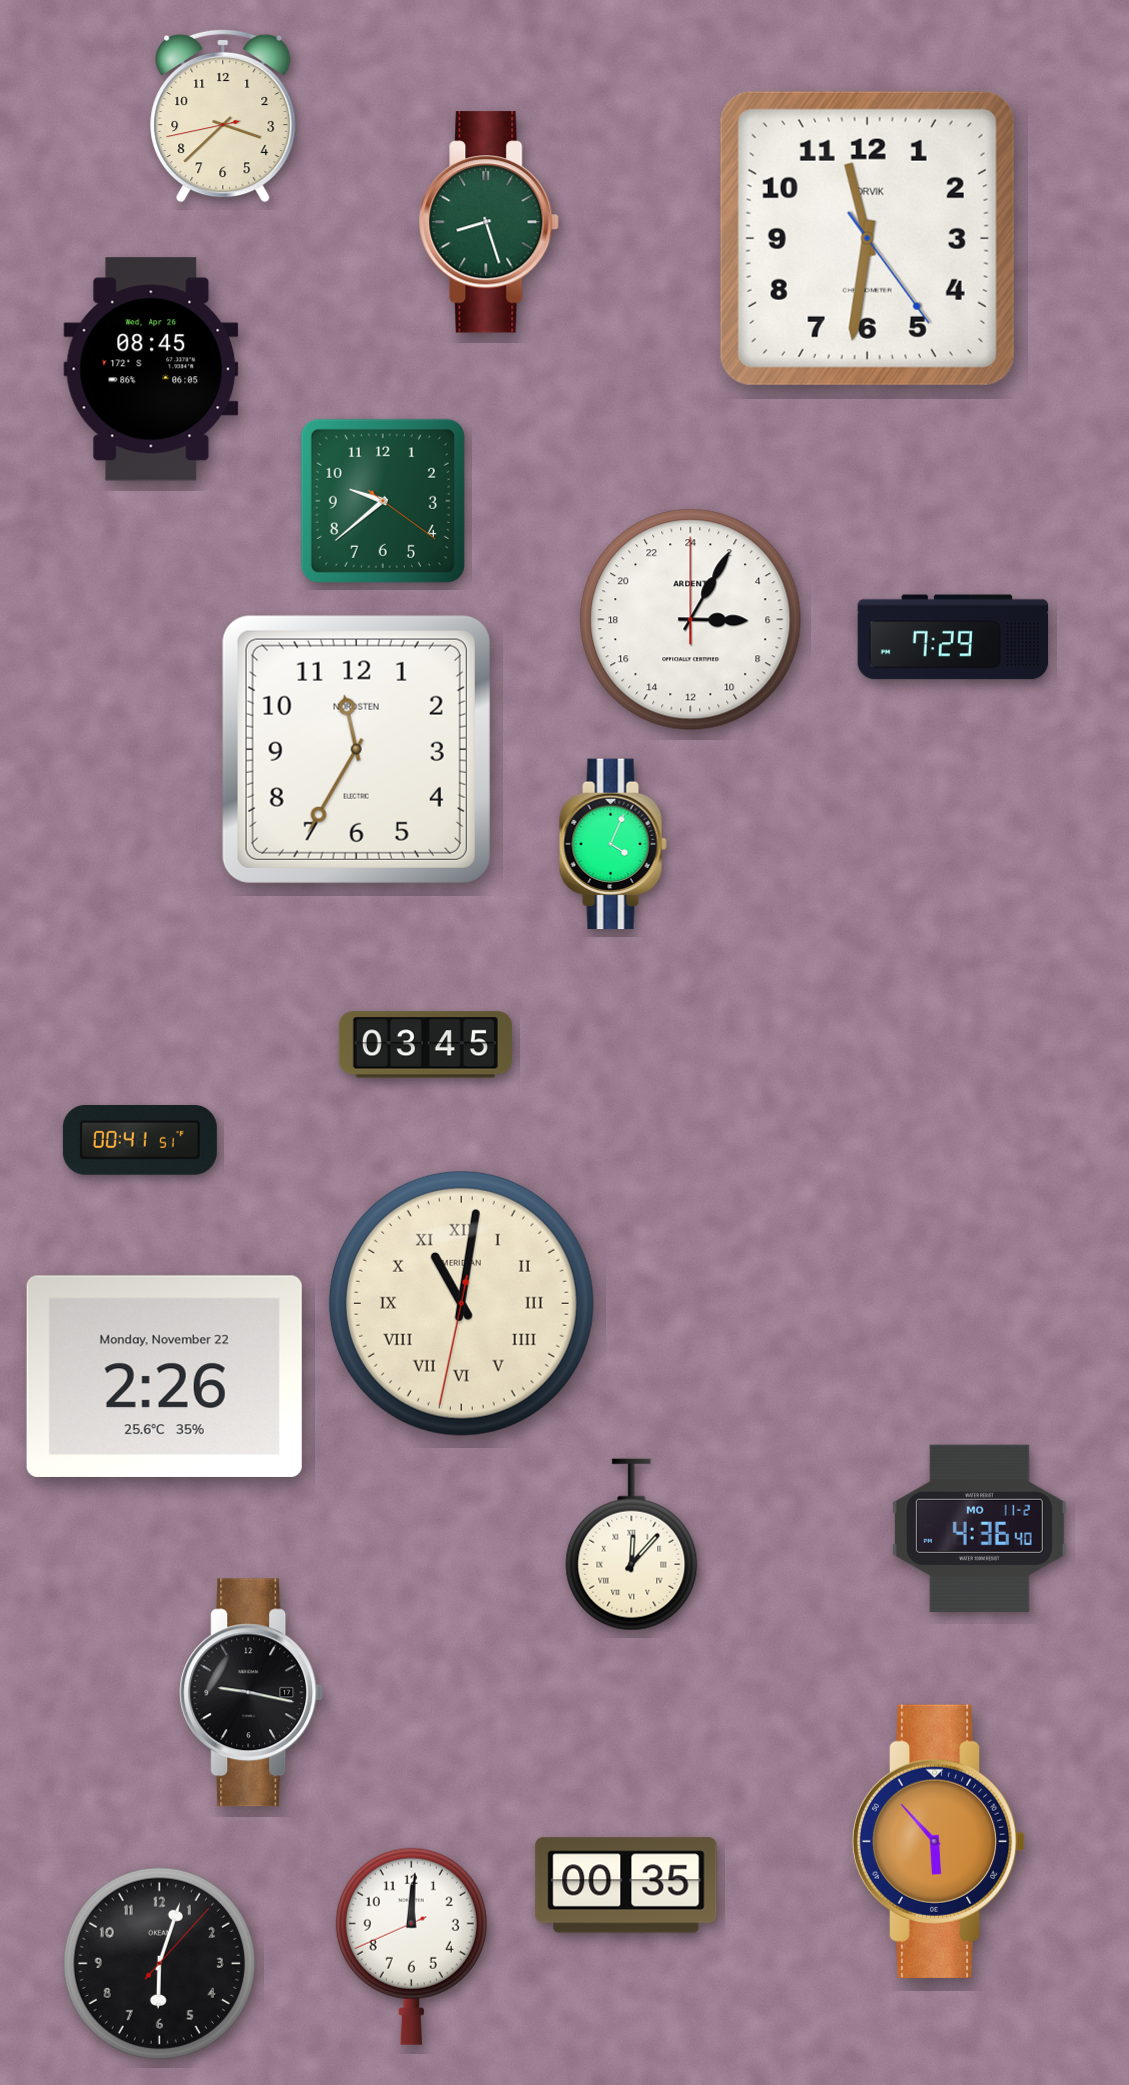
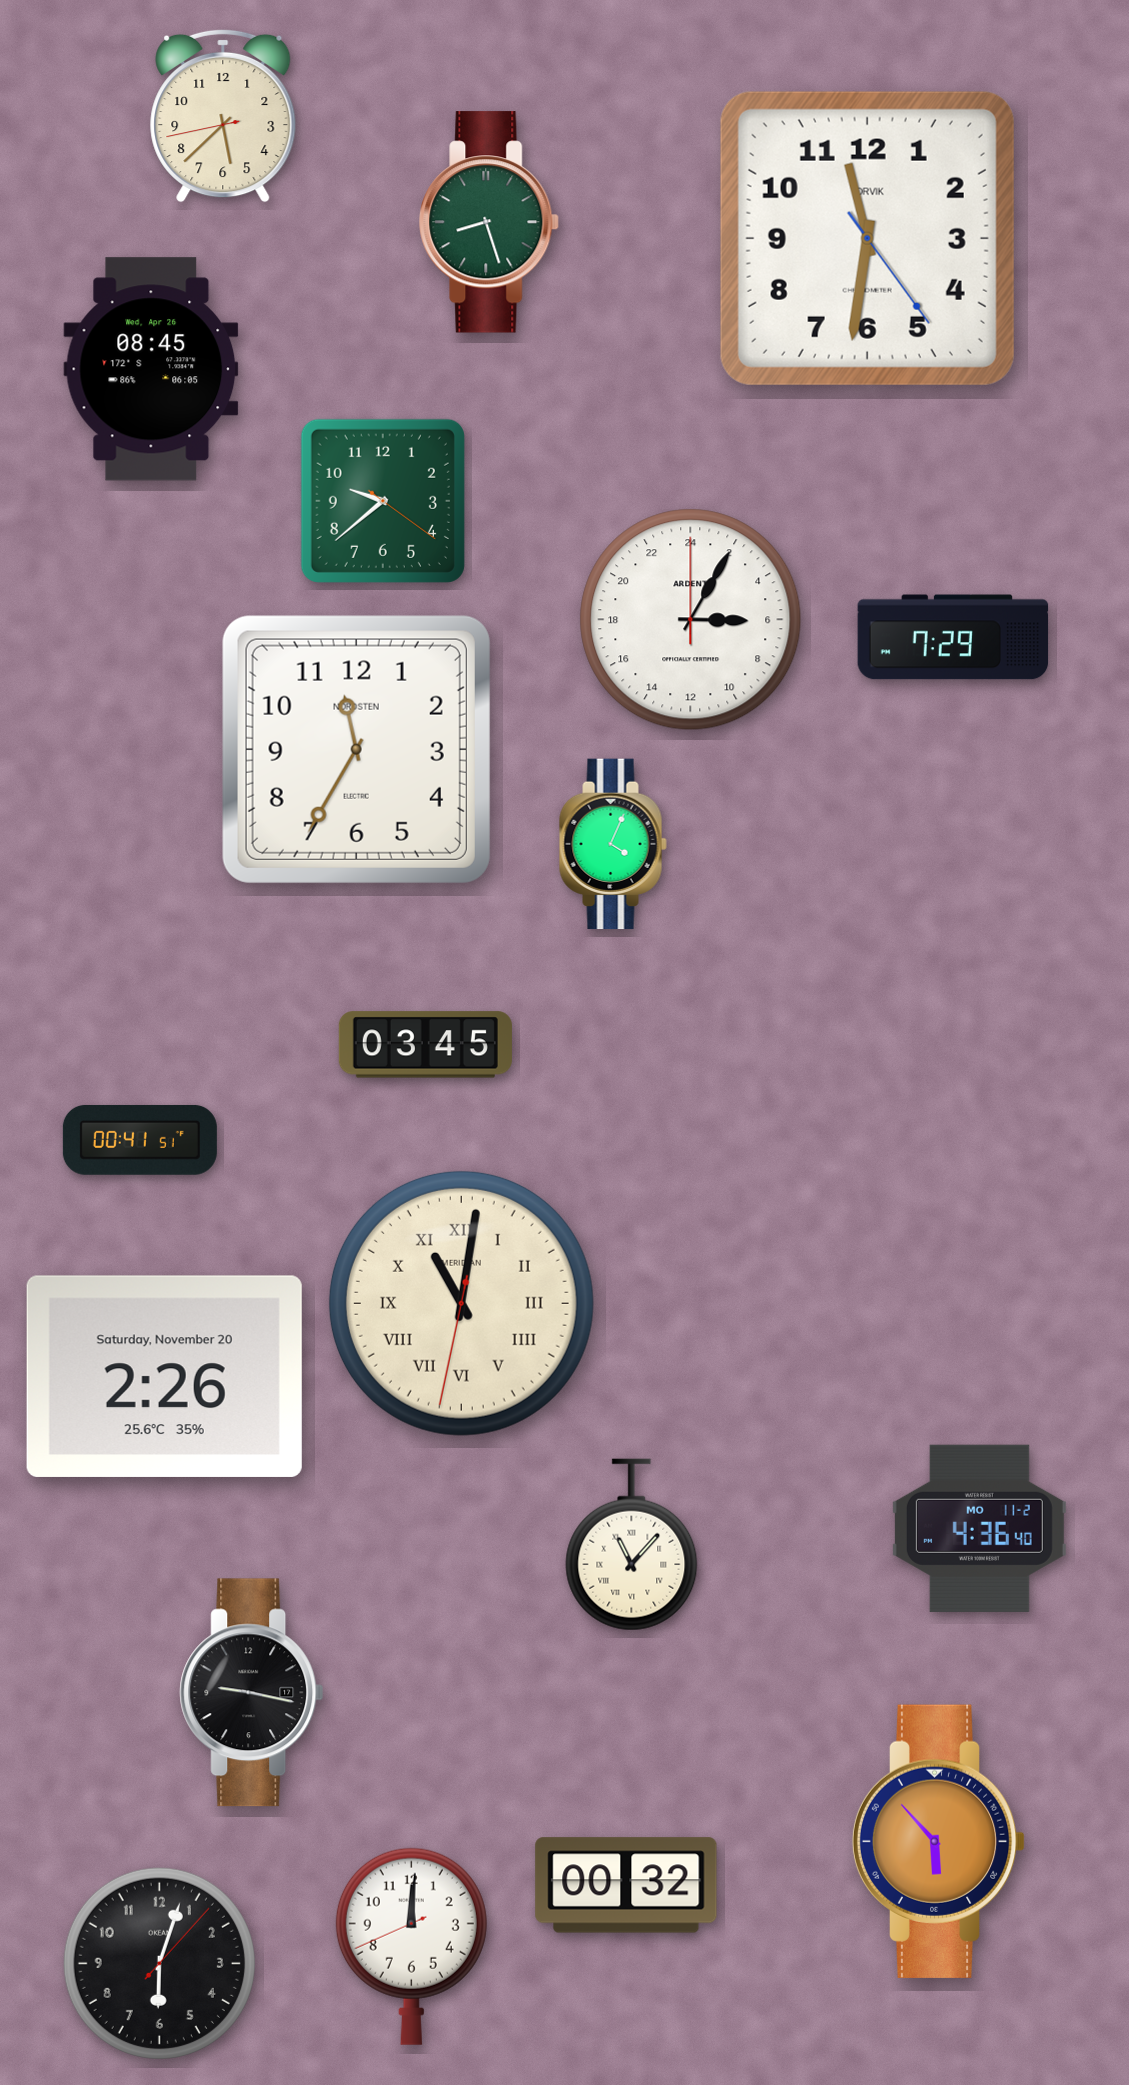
clock at (223, 116): 3:37 -> 5:37
clock at (164, 1376) date: Monday, November 22 -> Saturday, November 20
clock at (632, 1545): 12:07 -> 11:07
clock at (626, 1885): 00:35 -> 00:32
